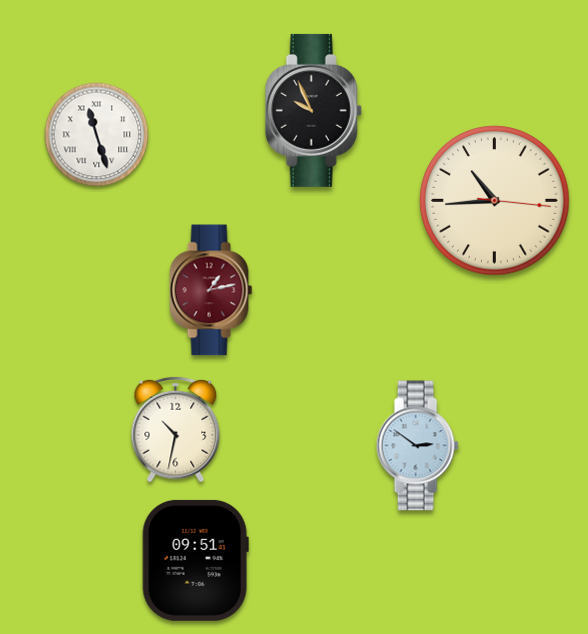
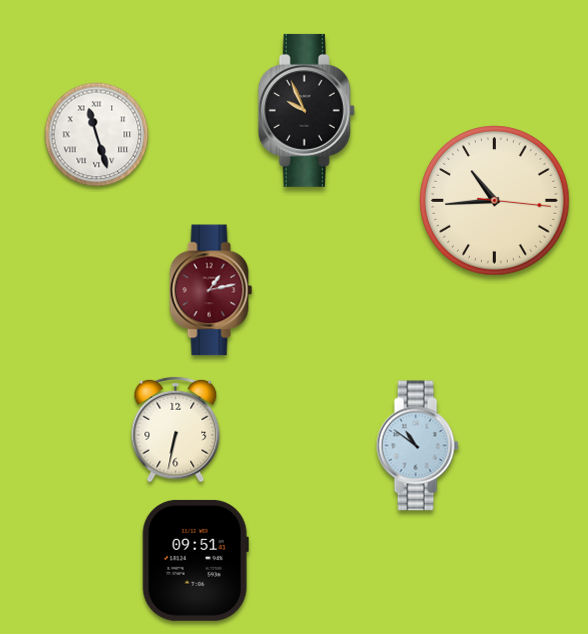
clock at (313, 110) position: (313, 110) -> (306, 110)
clock at (176, 430): 10:32 -> 6:32
clock at (417, 446): 2:51 -> 10:51
